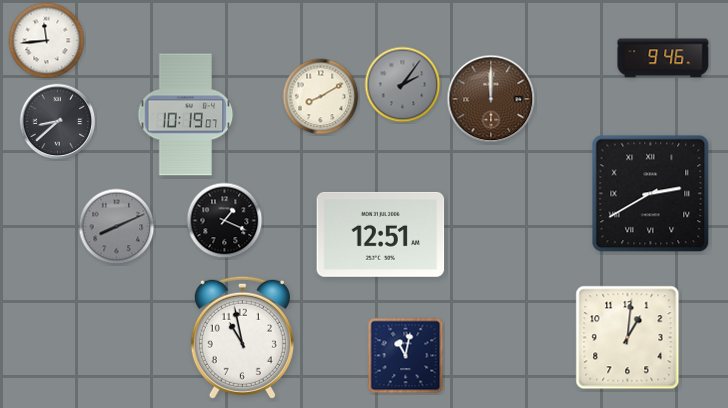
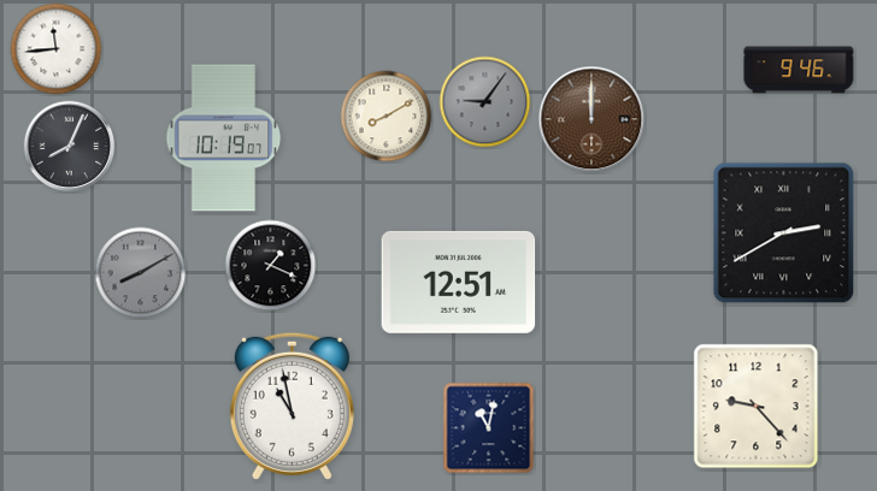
clock at (403, 85): 2:06 -> 9:06
clock at (58, 122): 8:38 -> 8:04
clock at (117, 227): 8:11 -> 8:10
clock at (628, 338): 1:01 -> 9:23
